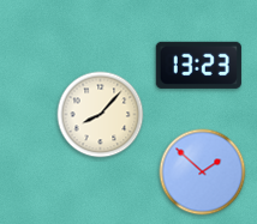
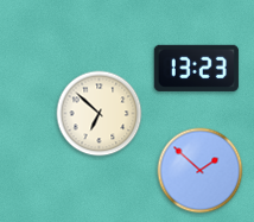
clock at (198, 65) position: (198, 65) -> (196, 68)
clock at (101, 115): 8:07 -> 6:52
